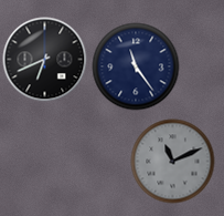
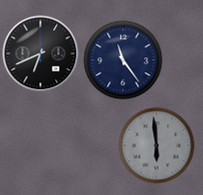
clock at (173, 162): 11:11 -> 5:59
